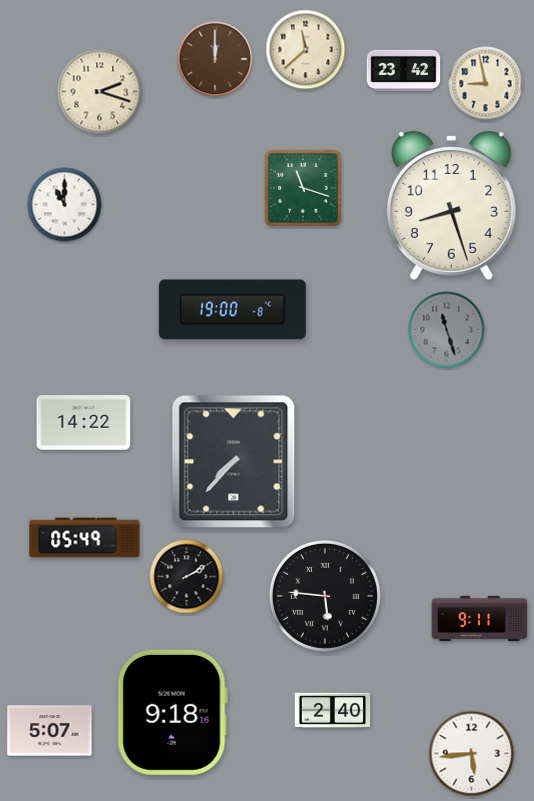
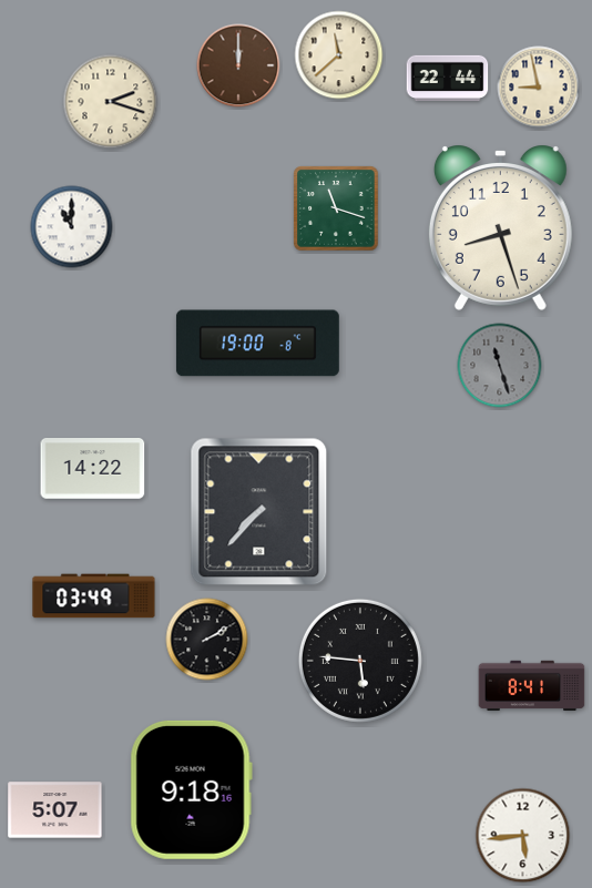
clock at (404, 71): 23:42 -> 22:44
clock at (486, 84) position: (486, 84) -> (539, 88)
clock at (447, 330) position: (447, 330) -> (500, 366)
clock at (85, 538): 05:49 -> 03:49
clock at (480, 619): 9:11 -> 8:41
clock at (333, 710): 2:40 -> none
